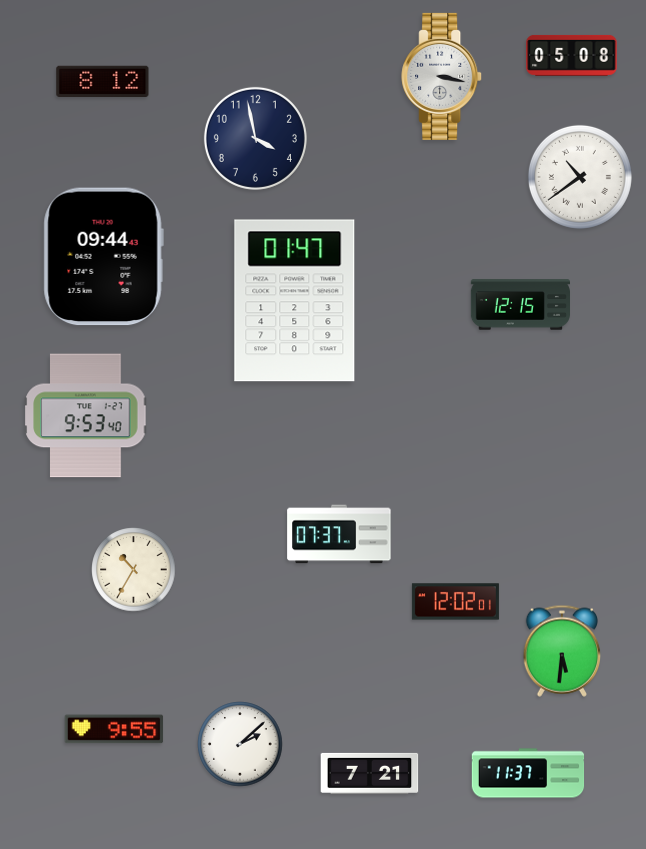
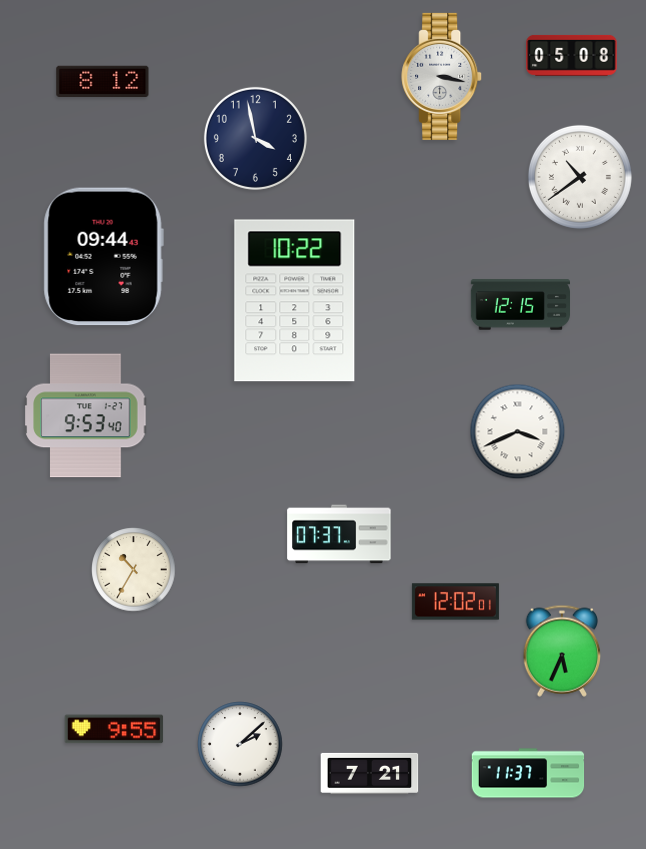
clock at (295, 301): 01:47 -> 10:22
clock at (518, 432): none -> 3:41
clock at (561, 651): 5:31 -> 5:34
